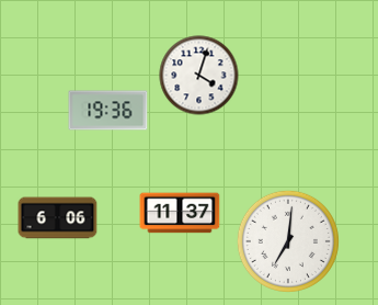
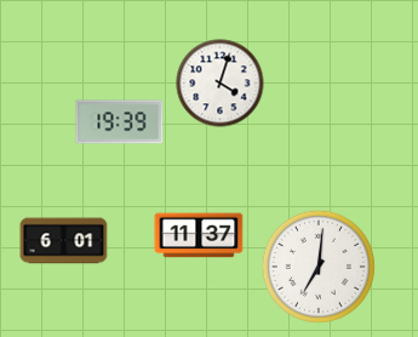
clock at (108, 111): 19:36 -> 19:39
clock at (58, 218): 6:06 -> 6:01
